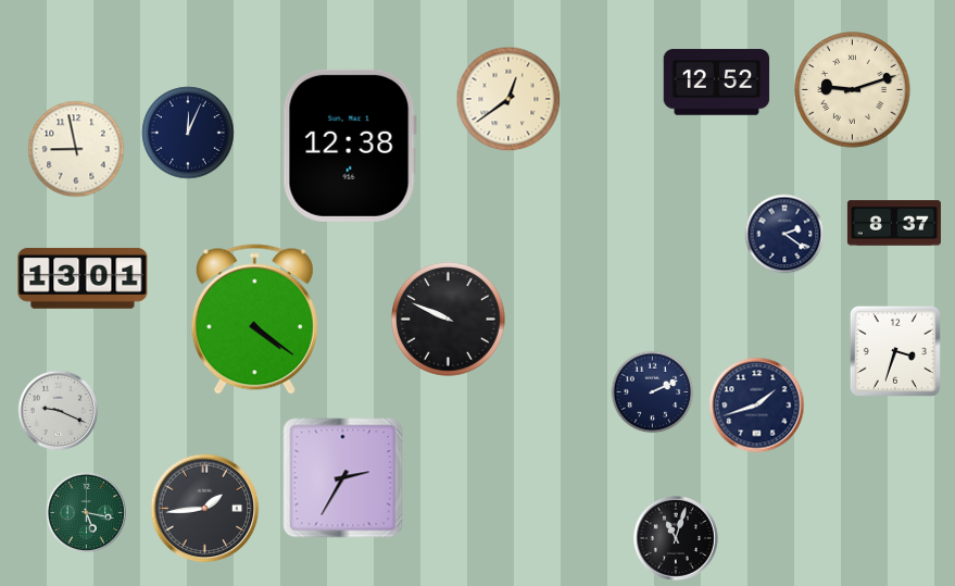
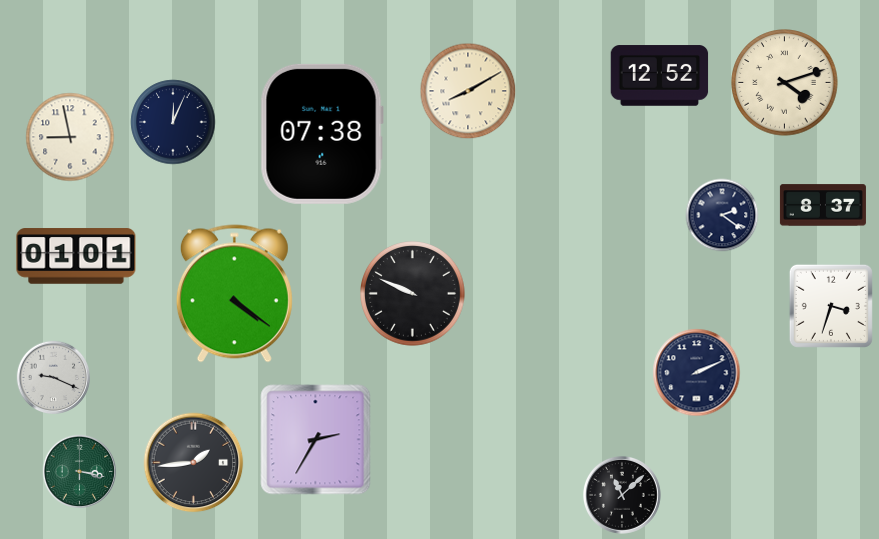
clock at (853, 90): 9:12 -> 4:12
clock at (508, 99): 12:39 -> 8:10
clock at (350, 146): 12:38 -> 07:38
clock at (83, 278): 13:01 -> 01:01
clock at (895, 351) position: (895, 351) -> (831, 306)
clock at (653, 392): 2:11 -> none
clock at (757, 406): 1:42 -> 2:11
clock at (205, 509) position: (205, 509) -> (194, 463)
clock at (86, 512): 5:17 -> 3:17
clock at (676, 538): 11:03 -> 11:08
